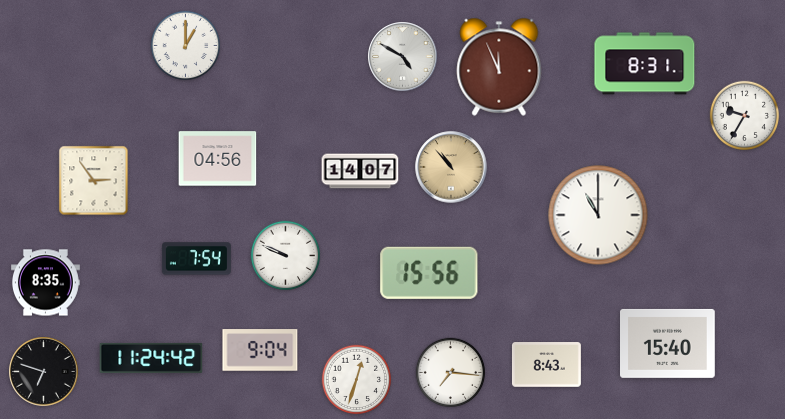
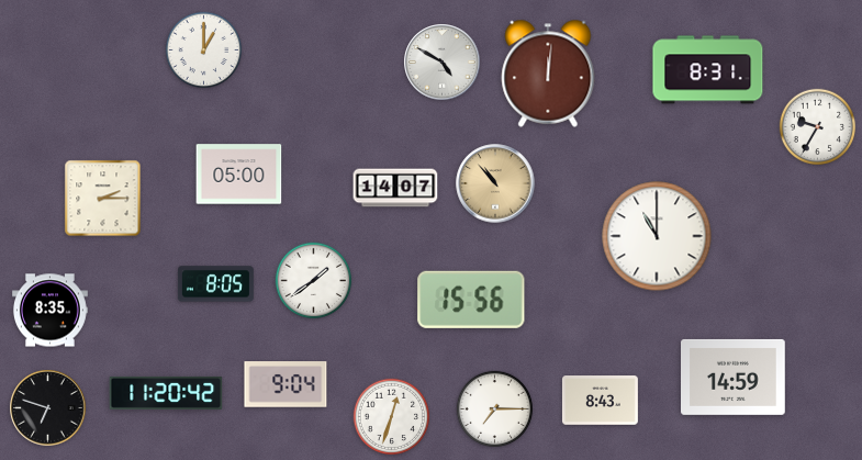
clock at (499, 67): 11:56 -> 12:01
clock at (218, 159): 04:56 -> 05:00
clock at (94, 181): 2:54 -> 2:15
clock at (286, 256): 9:49 -> 1:39
clock at (196, 259): 7:54 -> 8:05
clock at (668, 343): 15:40 -> 14:59
clock at (151, 358): 11:24 -> 11:20
clock at (451, 373): 7:16 -> 7:15
